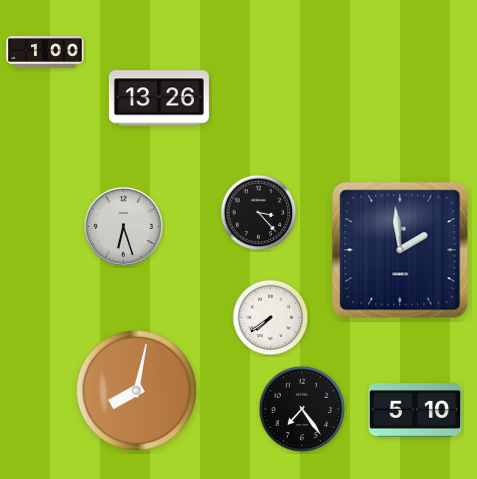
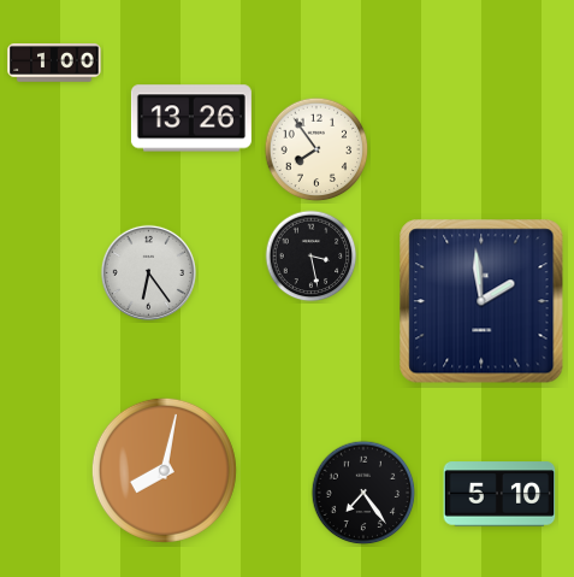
clock at (316, 149): none -> 7:54
clock at (259, 213): 3:23 -> 3:28
clock at (123, 226): 6:27 -> 6:24
clock at (271, 318): 7:39 -> none
